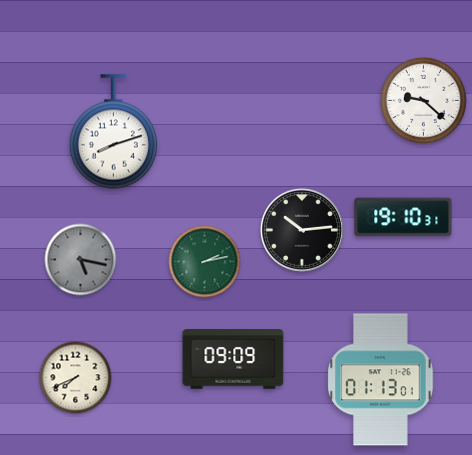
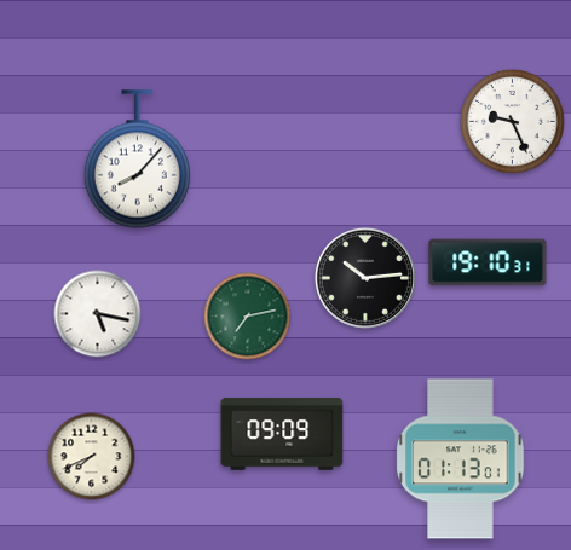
clock at (423, 100): 9:22 -> 9:26
clock at (113, 132): 8:12 -> 8:07
clock at (81, 260) dial: grey -> white
clock at (205, 262): 2:13 -> 7:13
